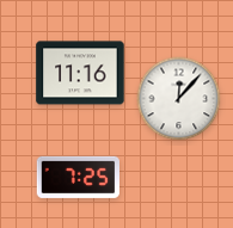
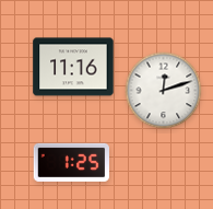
clock at (179, 99): 12:07 -> 12:12
clock at (78, 177): 7:25 -> 1:25
